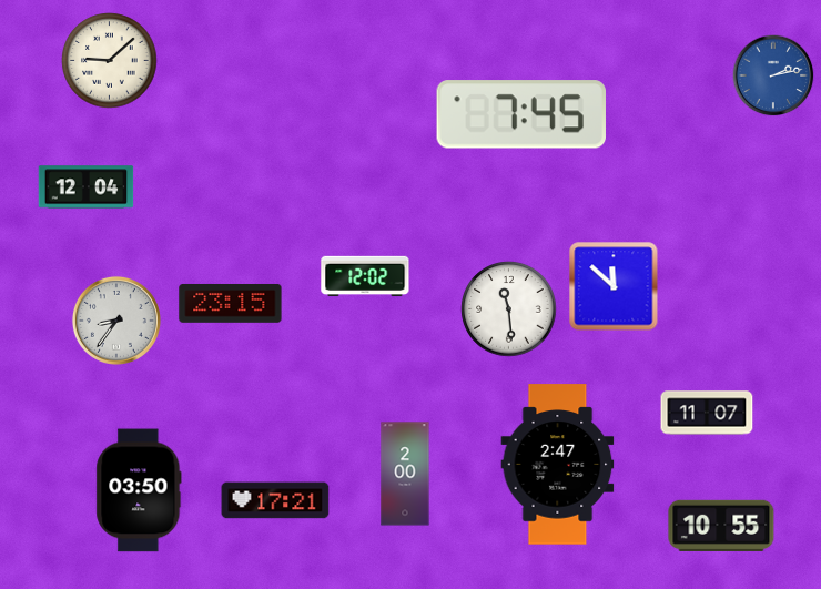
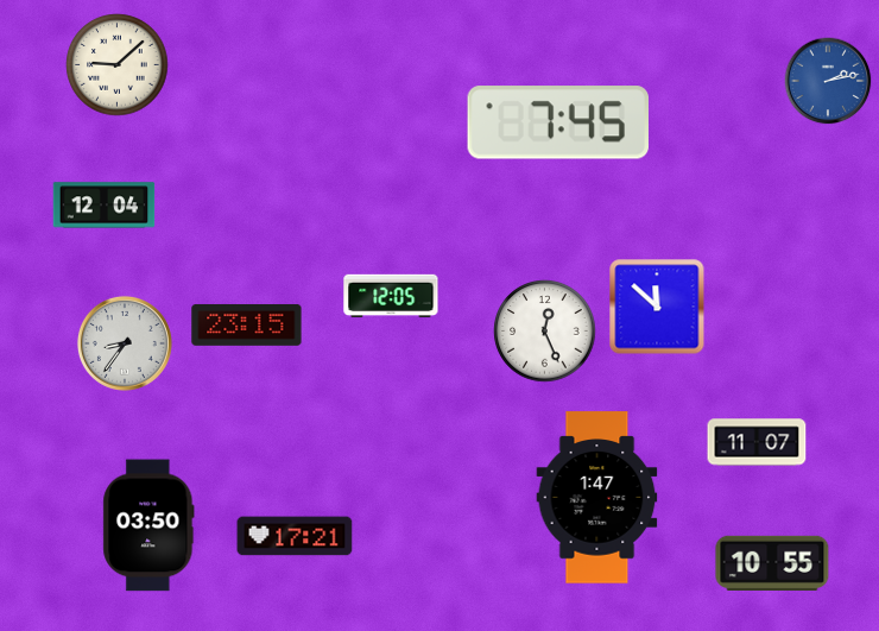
clock at (87, 187) position: (87, 187) -> (105, 206)
clock at (365, 276): 12:02 -> 12:05
clock at (509, 309): 11:29 -> 12:26
clock at (558, 465): 2:47 -> 1:47
clock at (405, 474): 2:00 -> none
